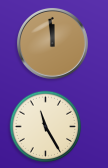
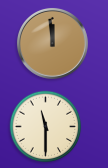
clock at (46, 127): 11:25 -> 11:30
